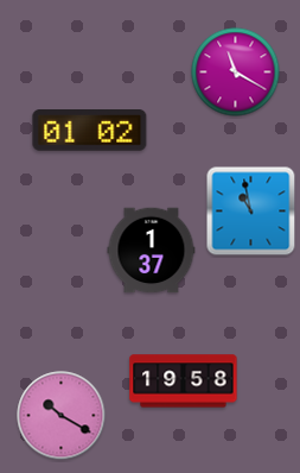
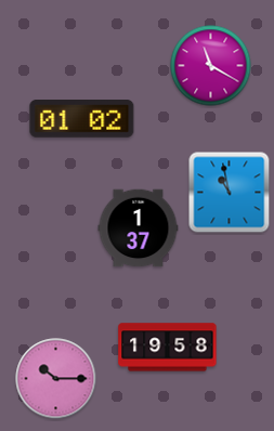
clock at (236, 72) position: (236, 72) -> (211, 66)
clock at (62, 416): 10:20 -> 10:15
